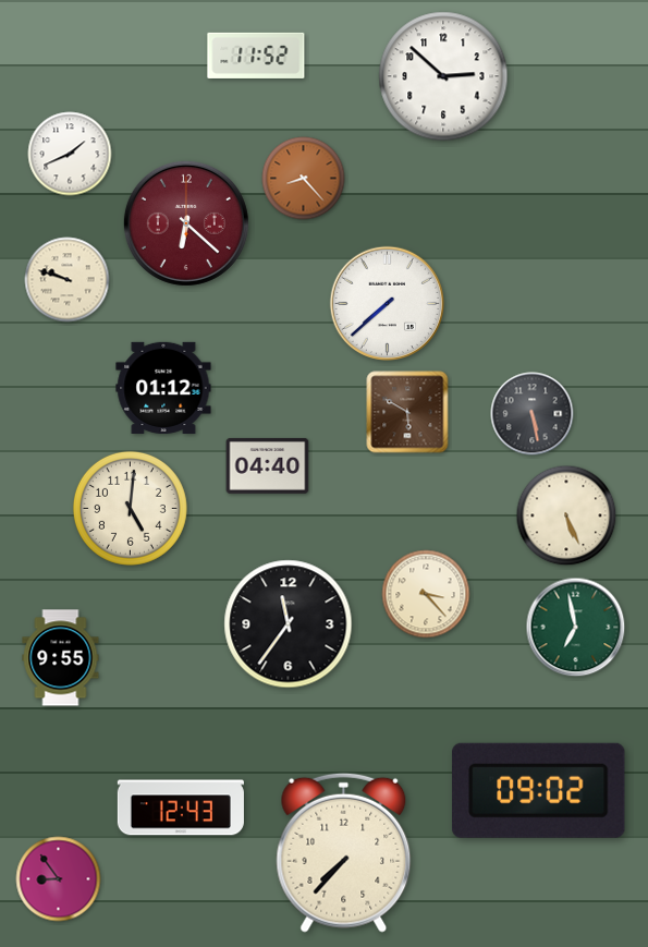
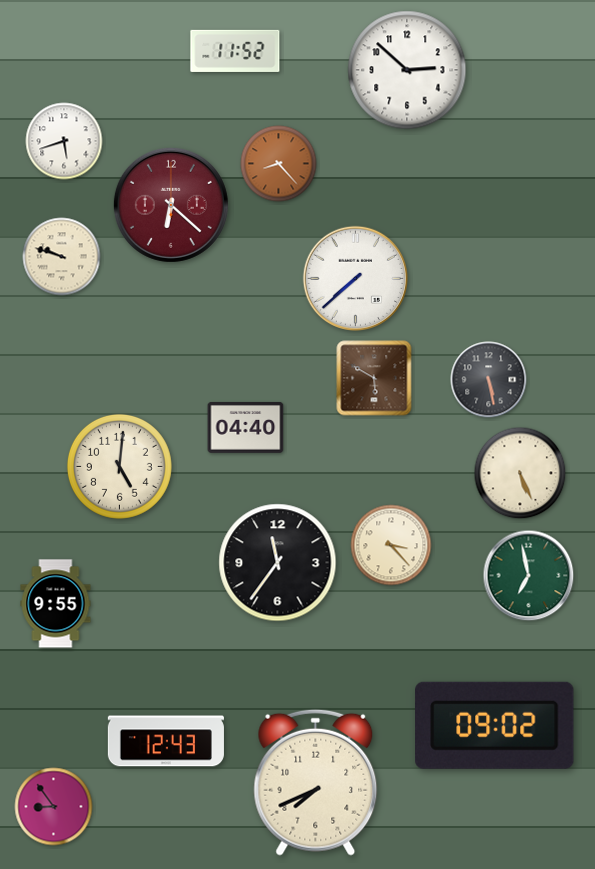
clock at (70, 154): 1:41 -> 5:42
clock at (163, 388): 01:12 -> none
clock at (289, 624) position: (289, 624) -> (278, 563)
clock at (344, 852): 7:37 -> 7:41
